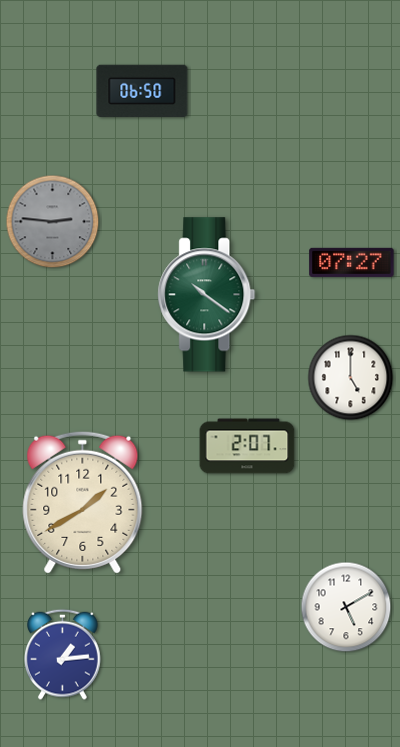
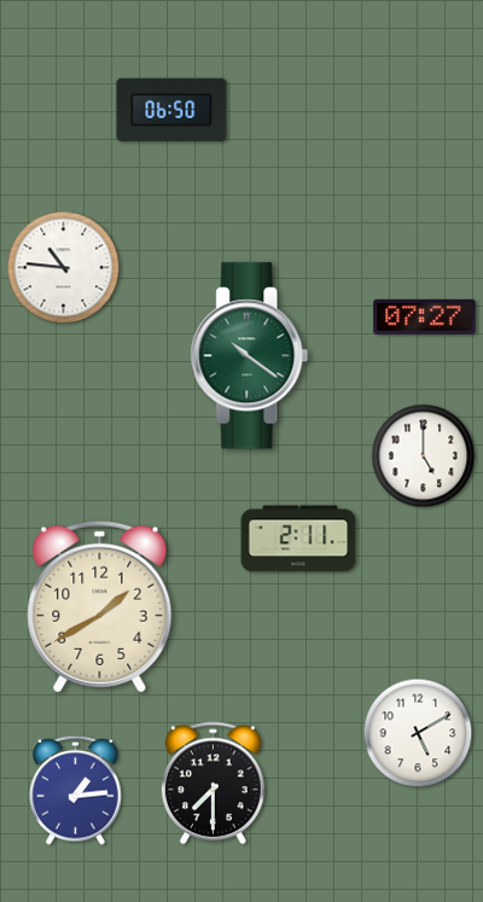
clock at (53, 222): 2:46 -> 10:46
clock at (53, 222) dial: grey -> white
clock at (247, 446): 2:07 -> 2:11
clock at (213, 784): none -> 7:30
